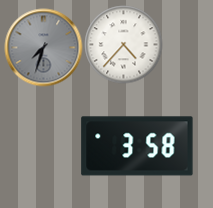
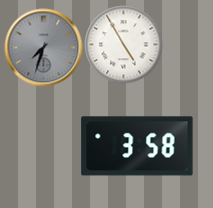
clock at (123, 44): 4:37 -> 4:55
